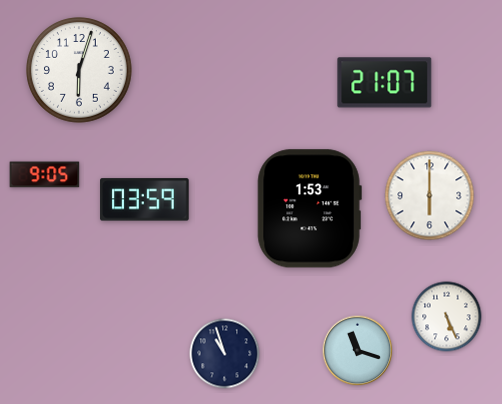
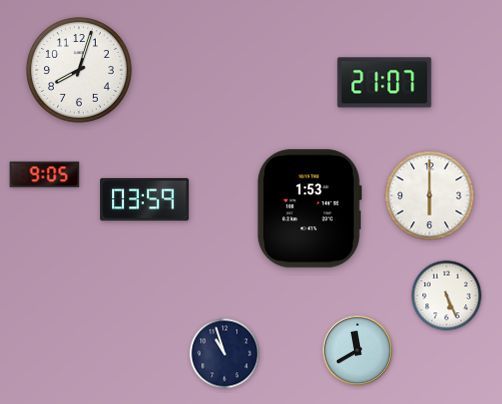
clock at (79, 70): 6:03 -> 8:03
clock at (447, 317) position: (447, 317) -> (447, 296)
clock at (358, 351): 11:18 -> 11:40
